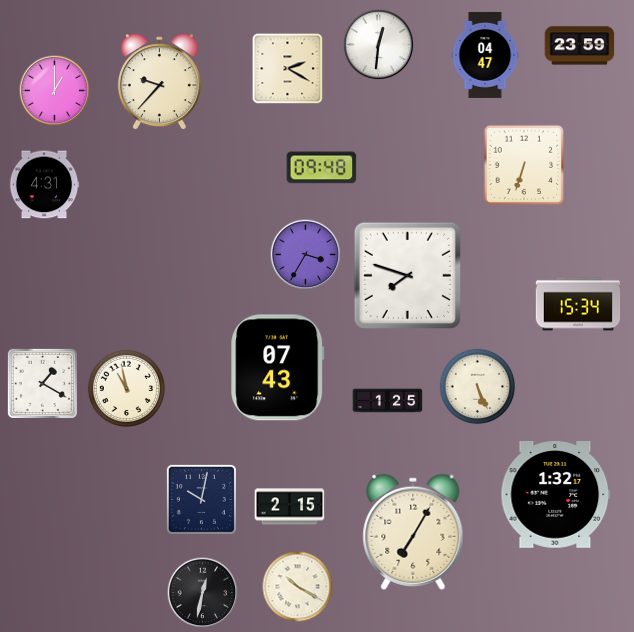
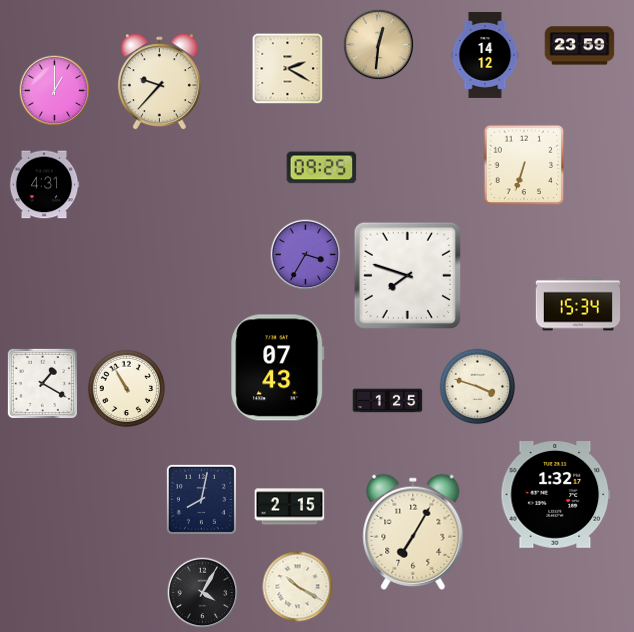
clock at (379, 45) dial: white -> champagne
clock at (485, 55): 04:47 -> 14:12
clock at (322, 168): 09:48 -> 09:25
clock at (478, 387): 5:26 -> 3:48
clock at (126, 388): 10:58 -> 10:55
clock at (201, 499): 10:02 -> 8:02
clock at (203, 593): 12:32 -> 4:05
